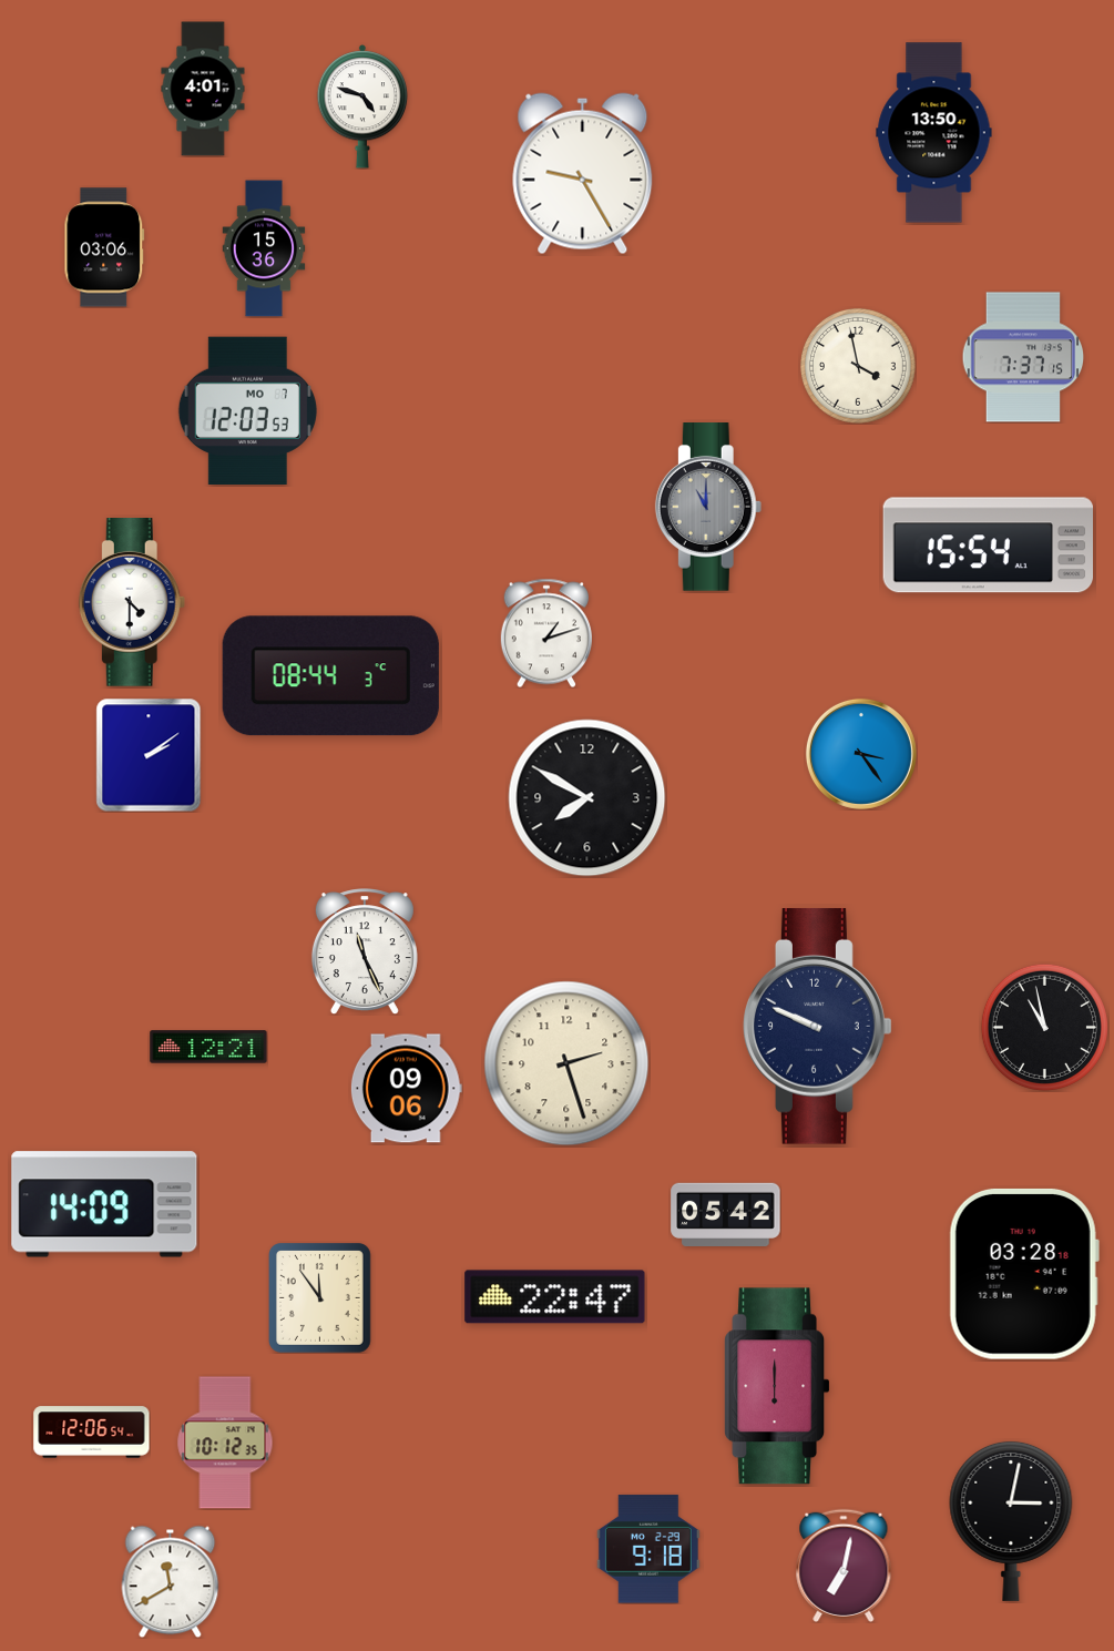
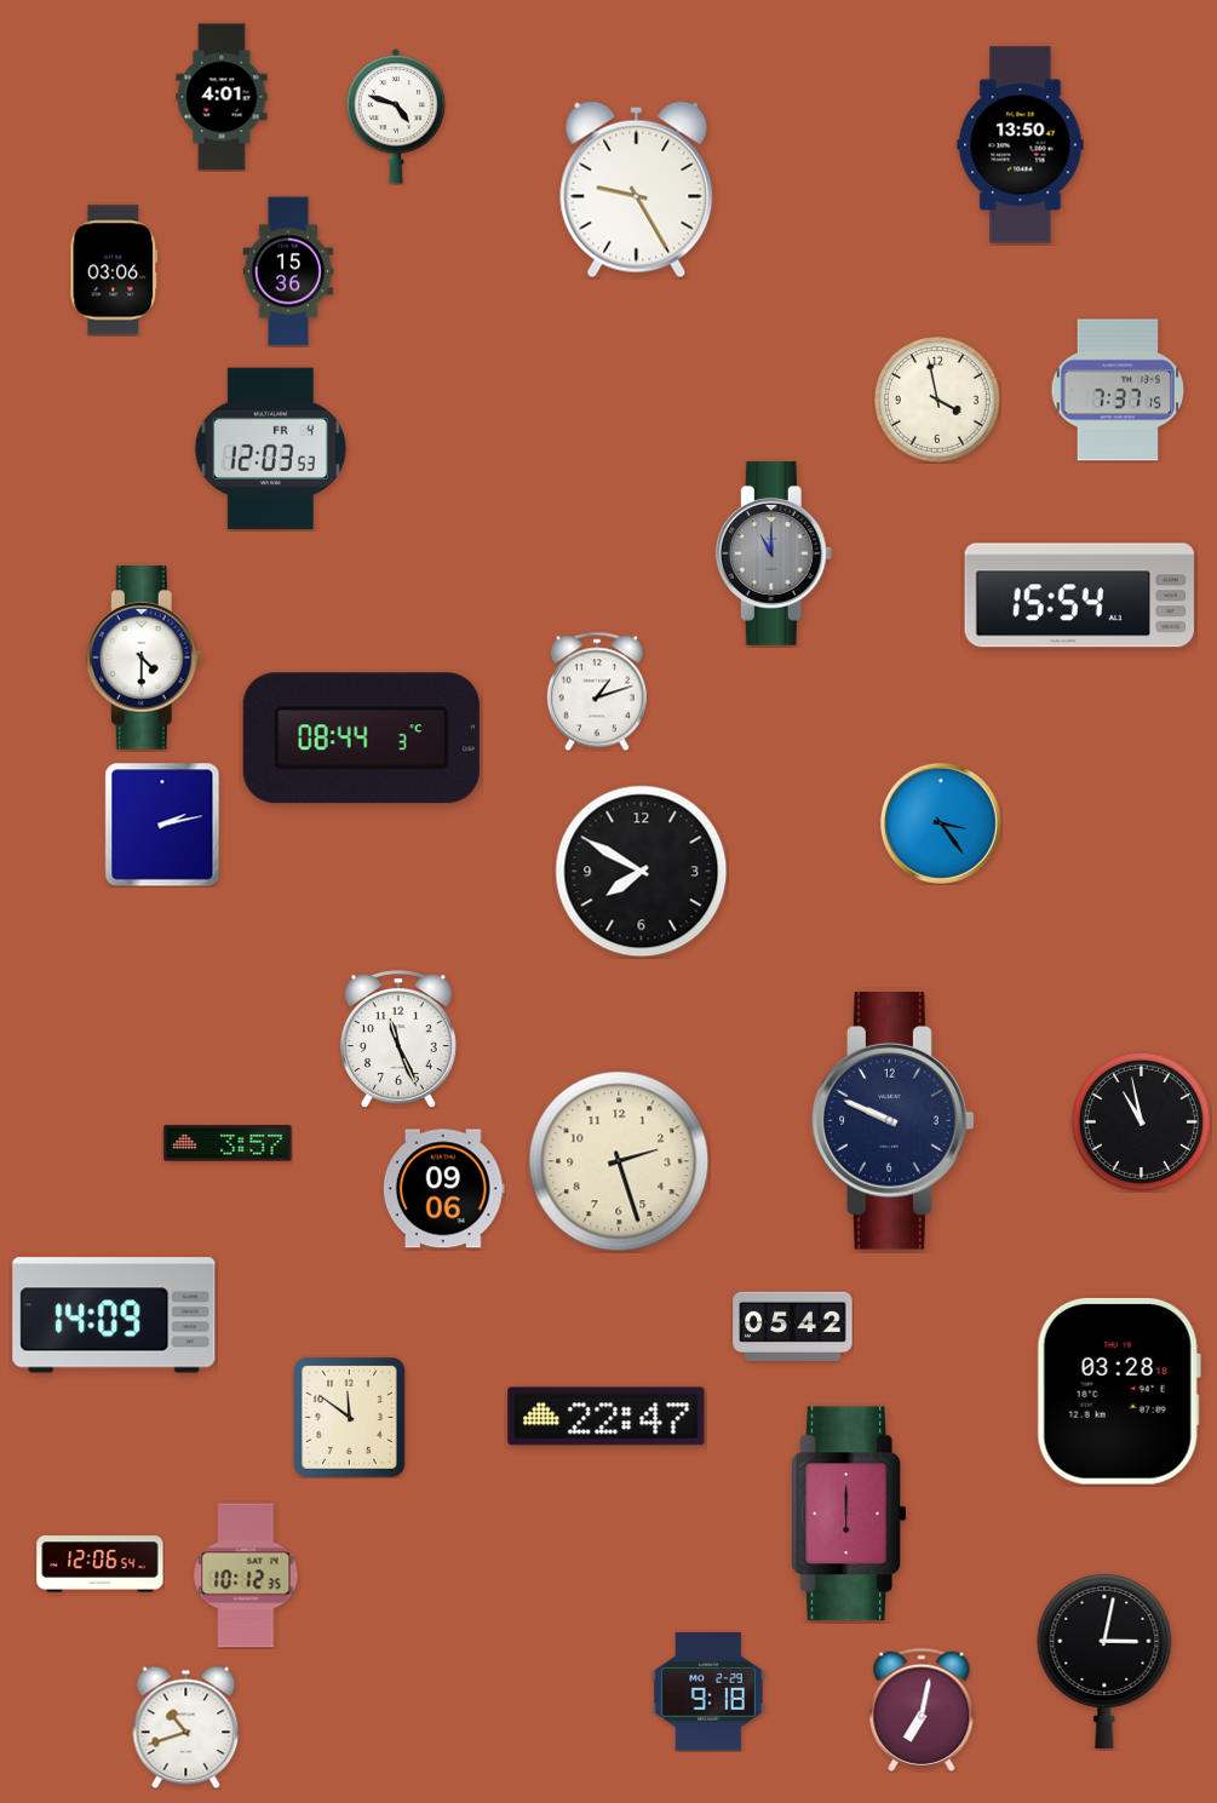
clock at (247, 410) date: MO 7 -> FR 4
clock at (149, 755): 2:09 -> 2:13
clock at (208, 1047): 12:21 -> 3:57
clock at (320, 1298): 11:54 -> 11:51
clock at (171, 1581): 11:40 -> 10:42
